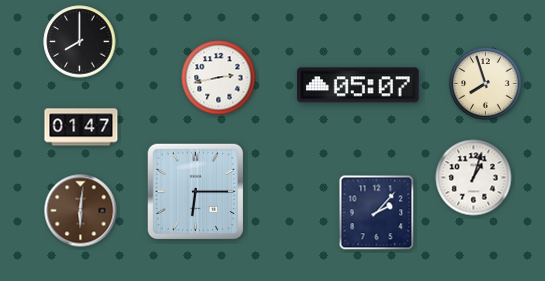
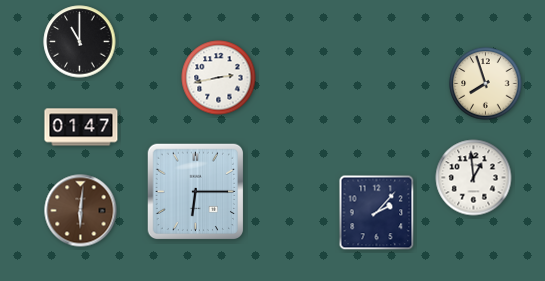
clock at (80, 42): 8:00 -> 11:00
clock at (358, 85): 05:07 -> none
clock at (474, 178): 1:03 -> 12:59
